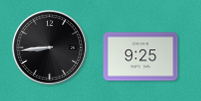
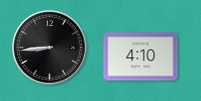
clock at (141, 57): 9:25 -> 4:10
